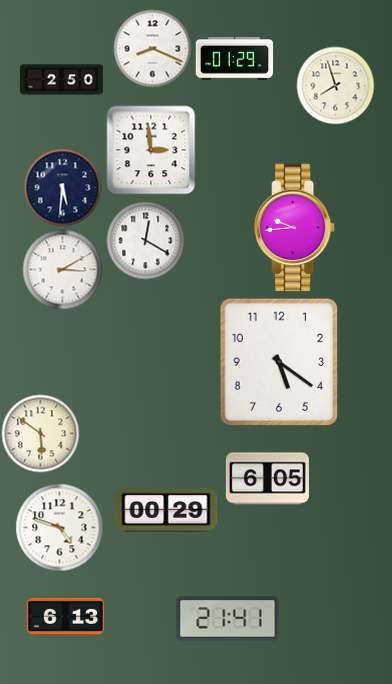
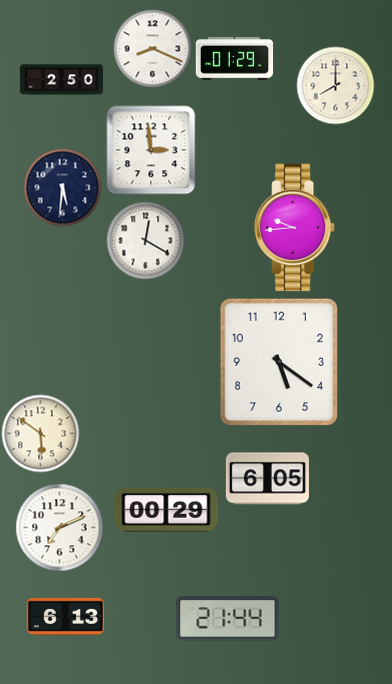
clock at (335, 85): 7:57 -> 8:00
clock at (62, 269): 3:10 -> none
clock at (59, 527): 4:48 -> 7:11
clock at (228, 619): 21:41 -> 21:44
